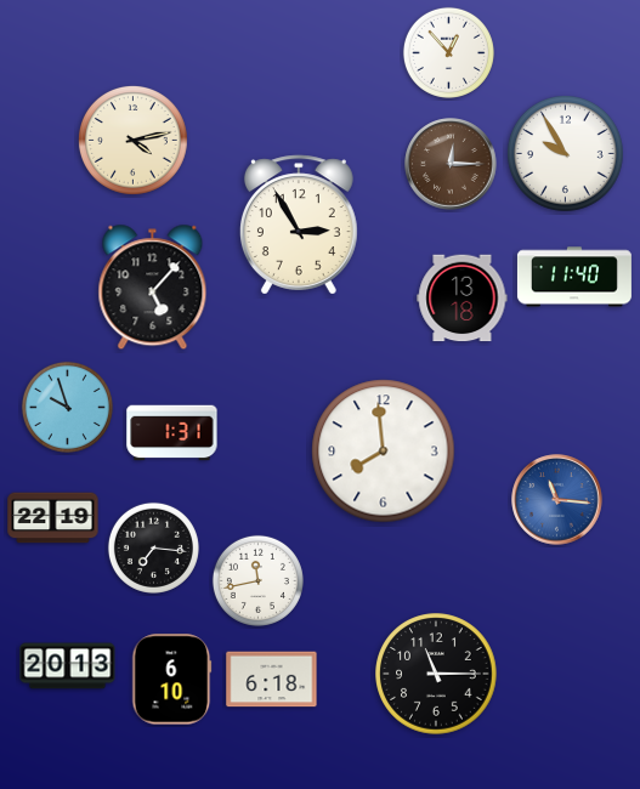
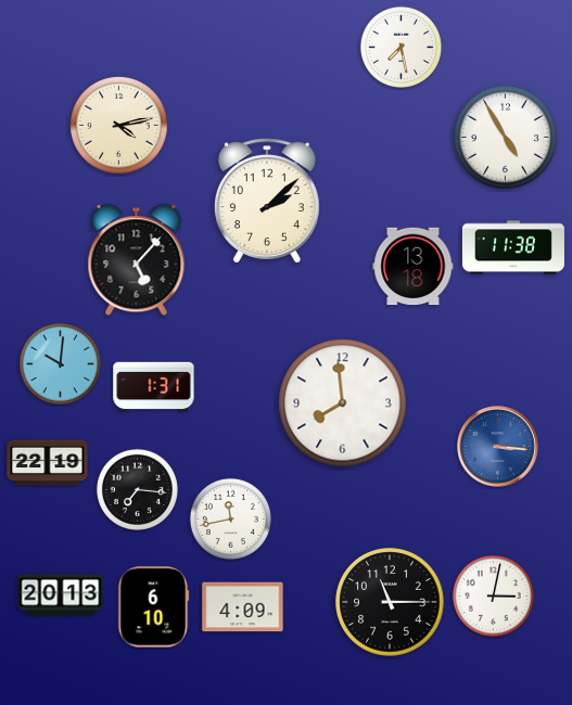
clock at (448, 52): 12:53 -> 7:28
clock at (566, 154): 9:55 -> 4:55
clock at (451, 164): 12:15 -> none
clock at (299, 225): 2:55 -> 2:08
clock at (574, 277): 11:40 -> 11:38
clock at (153, 288) position: (153, 288) -> (137, 260)
clock at (67, 407): 9:57 -> 10:01
clock at (557, 500): 11:16 -> 3:16
clock at (493, 595): none -> 3:02
clock at (272, 680): 6:18 -> 4:09
